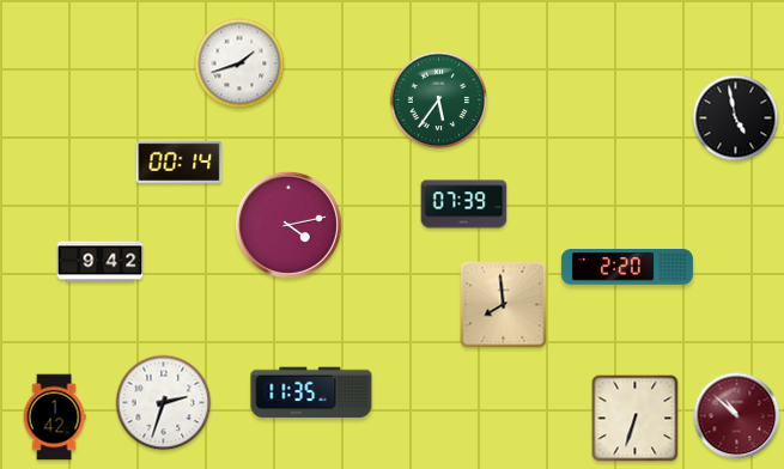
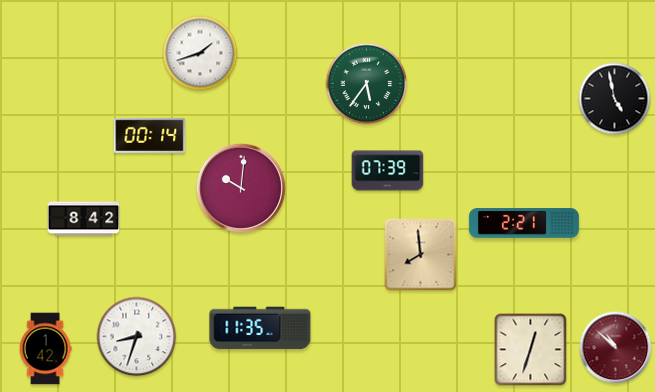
clock at (288, 225): 4:13 -> 10:01
clock at (101, 262): 9:42 -> 8:42
clock at (627, 267): 2:20 -> 2:21
clock at (164, 403): 2:33 -> 8:33
clock at (636, 419): 6:33 -> 12:33
